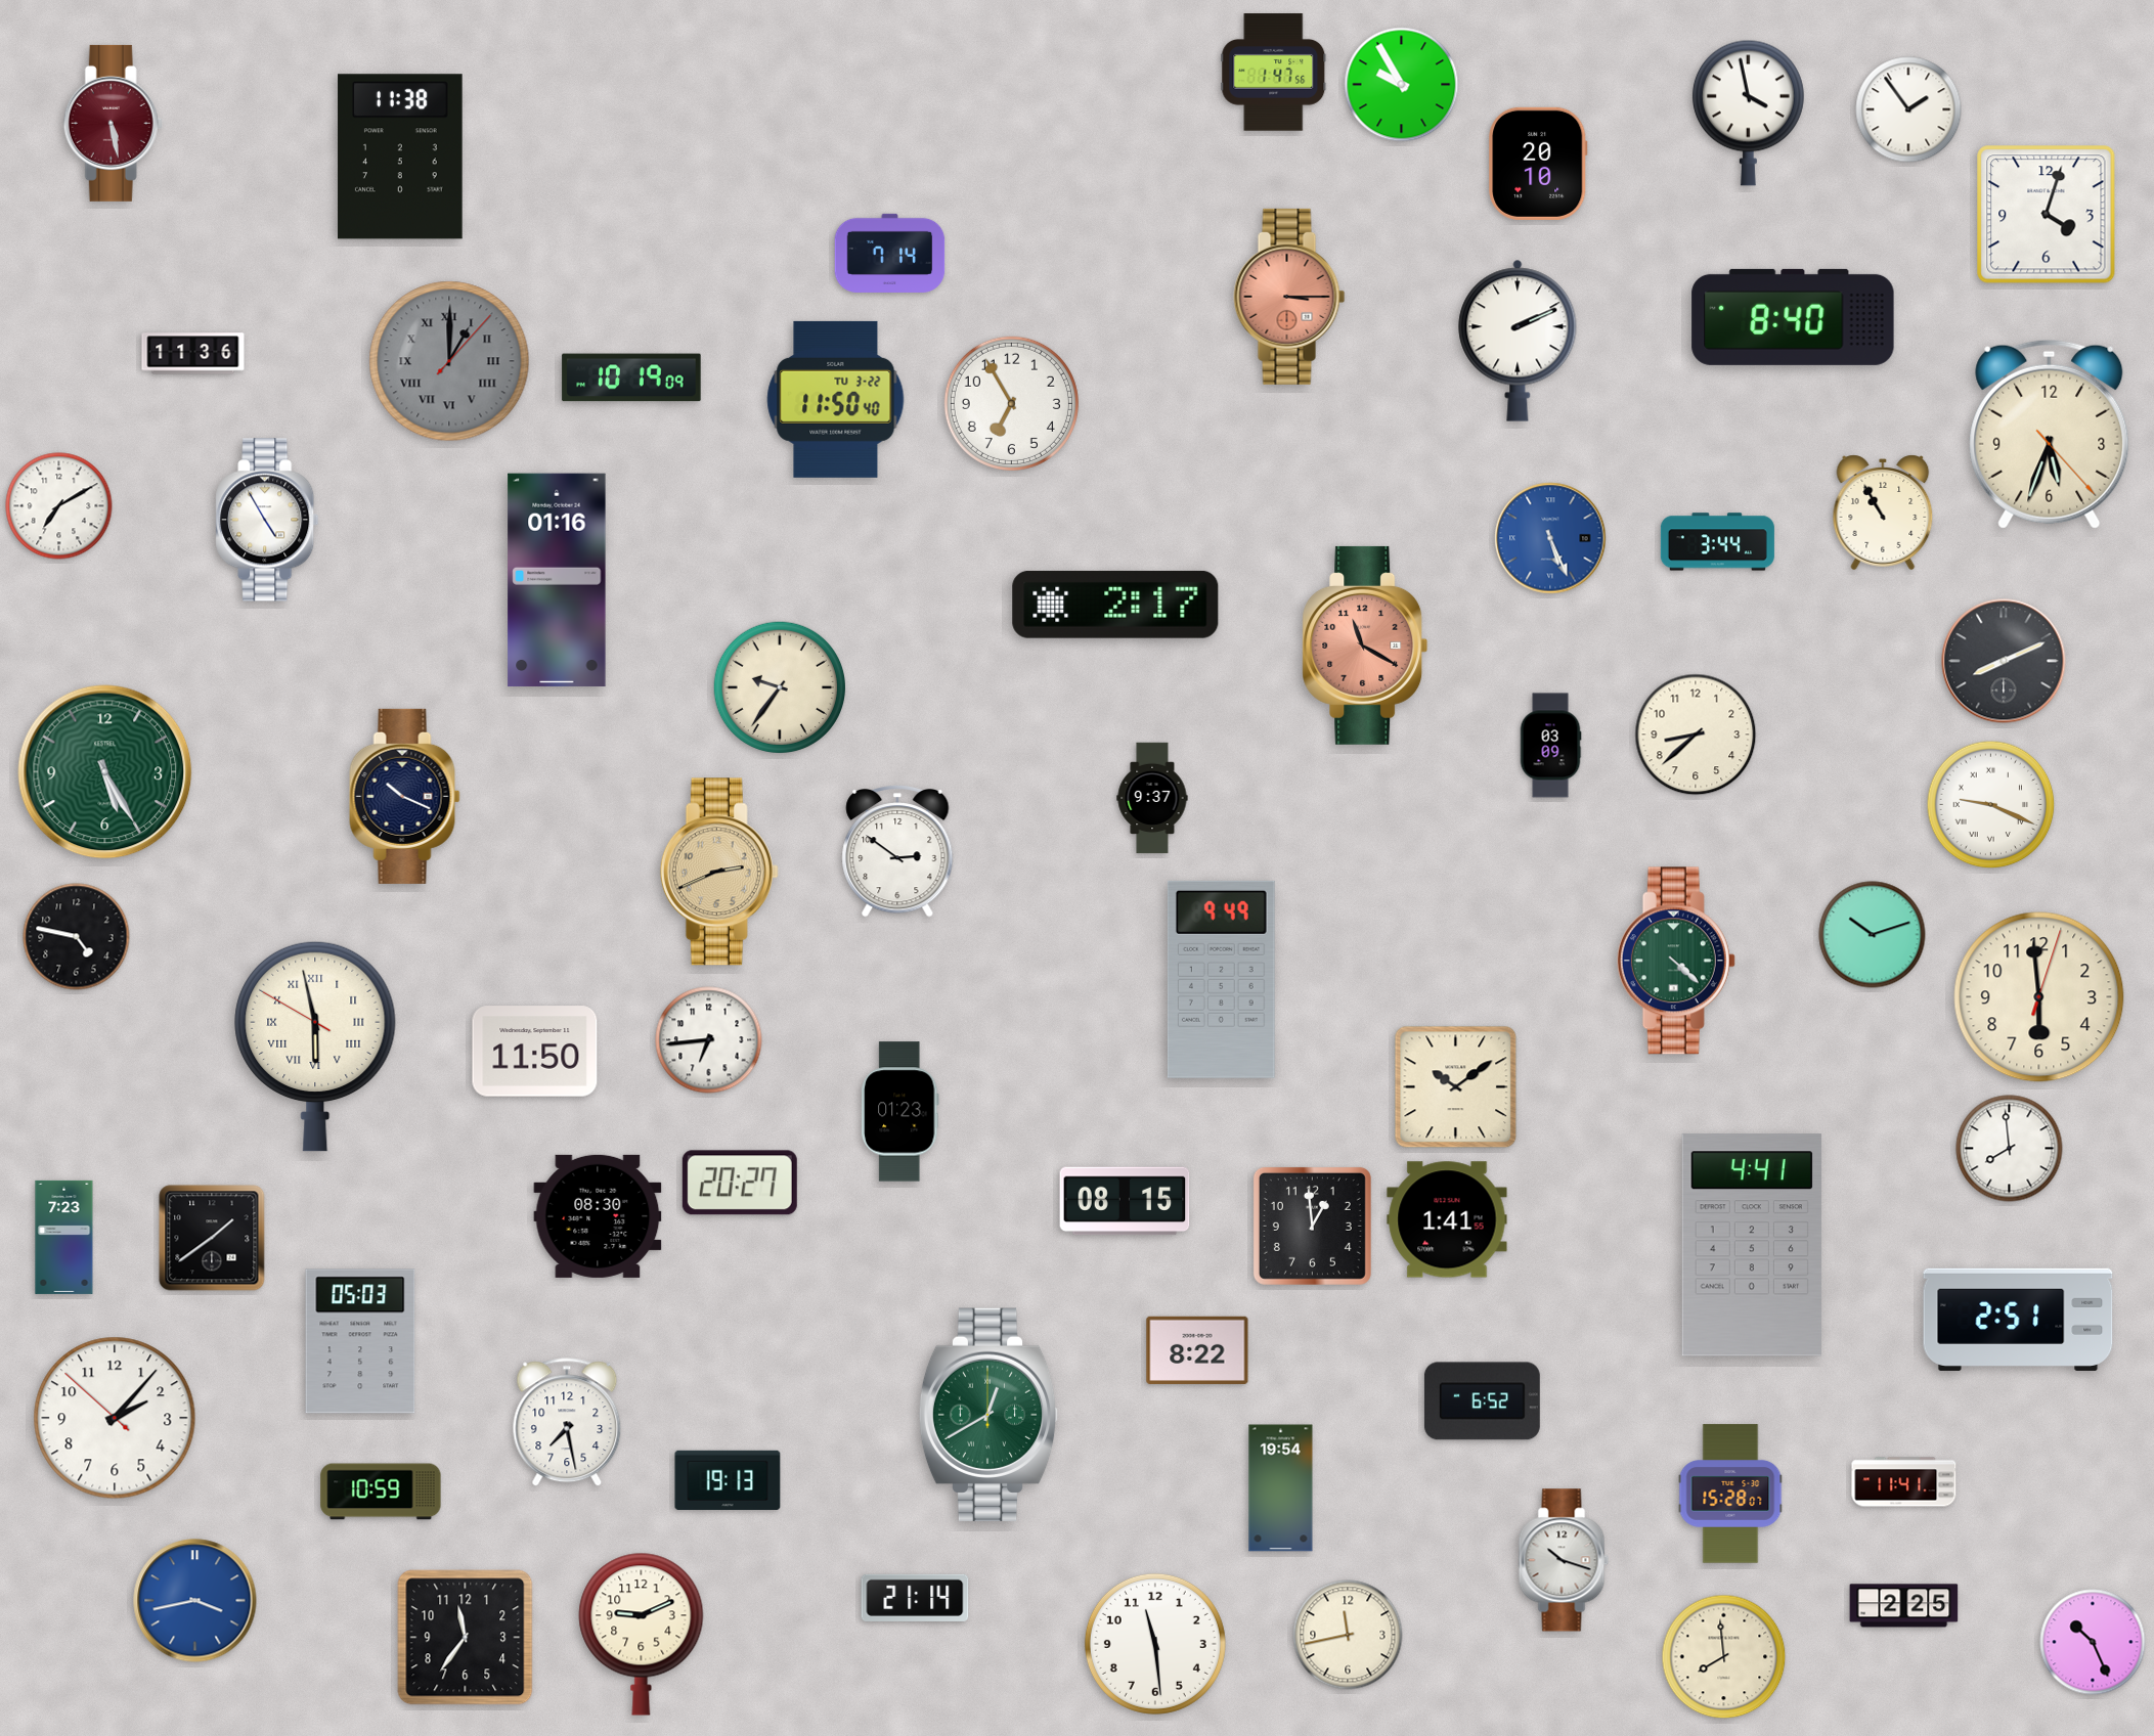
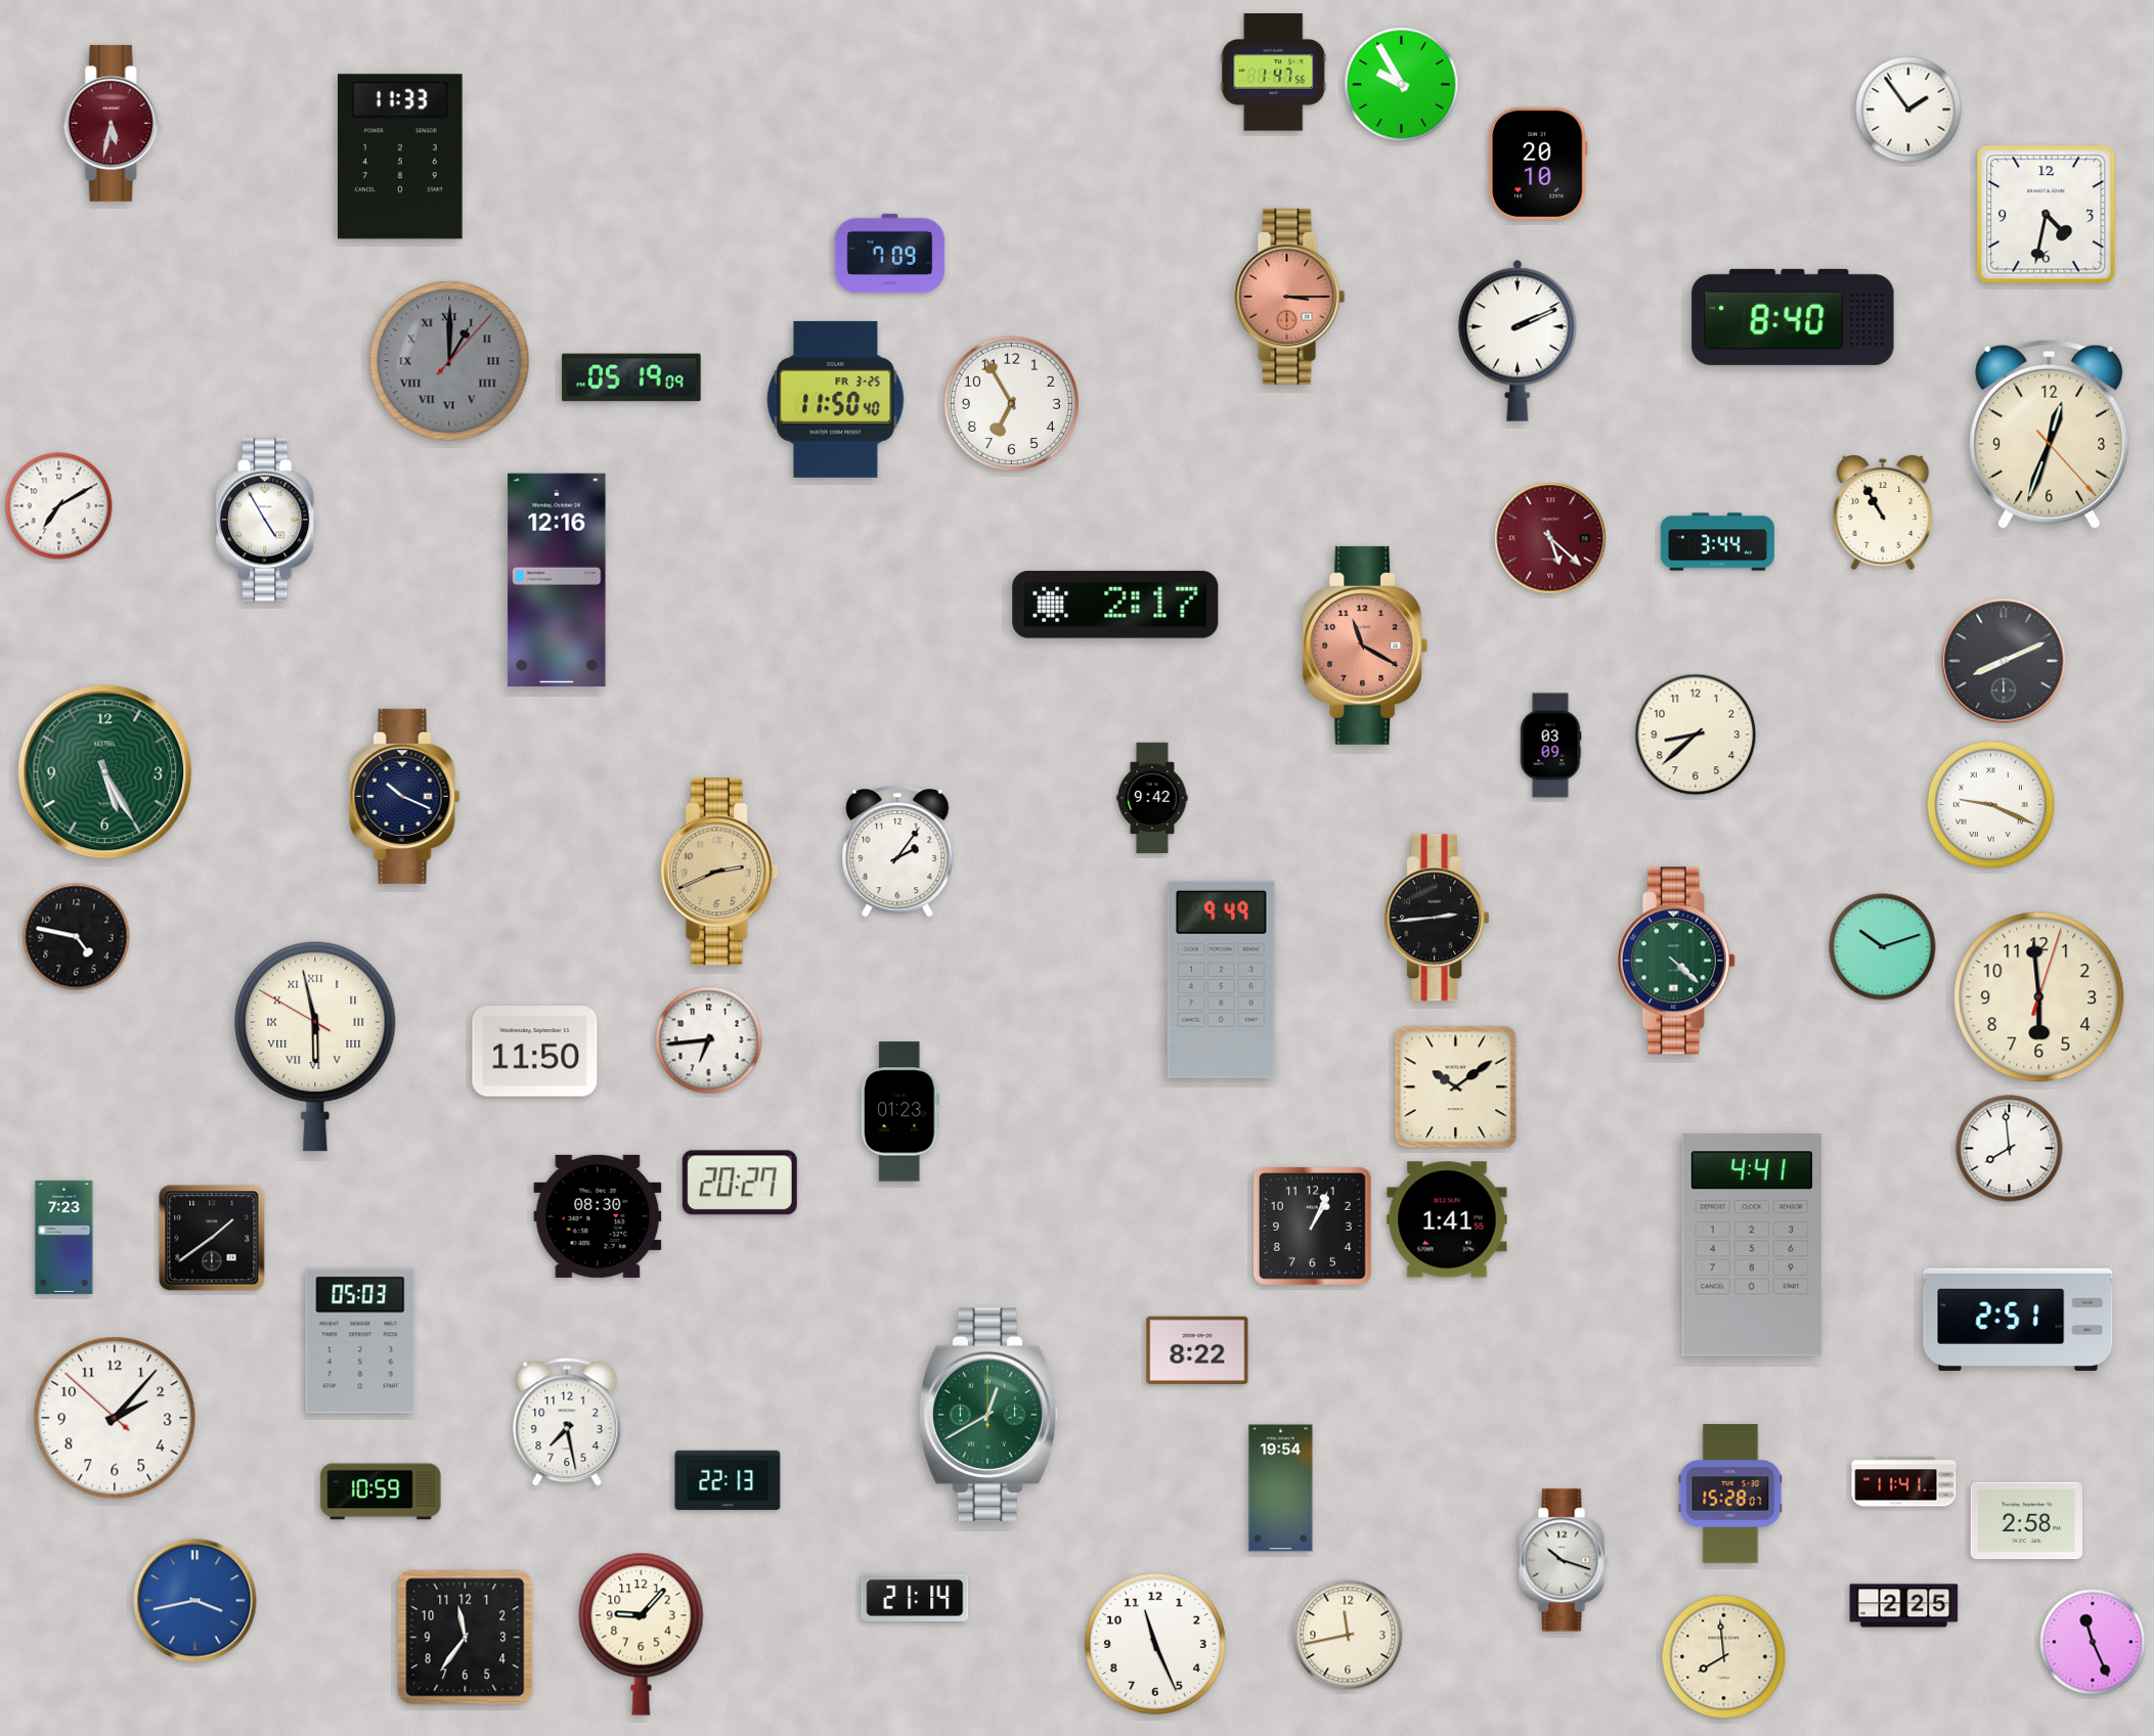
clock at (1748, 113): 3:58 -> none
clock at (113, 123): 5:28 -> 5:32
clock at (400, 157): 11:38 -> 11:33
clock at (2047, 215): 4:03 -> 4:32
clock at (890, 253): 7:14 -> 7:09
clock at (193, 354): 11:36 -> none
clock at (631, 377): 10:19 -> 05:19
clock at (836, 399) date: TU 3-22 -> FR 3-25
clock at (2050, 434): 5:33 -> 12:33
clock at (1550, 538): 5:26 -> 5:22
clock at (1550, 538) dial: blue -> burgundy
clock at (557, 580): 01:16 -> 12:16
clock at (779, 686): 9:36 -> none
clock at (1152, 798): 9:37 -> 9:42
clock at (897, 852): 2:51 -> 2:06
clock at (1437, 918): none -> 2:44
clock at (1873, 935) position: (1873, 935) -> (1883, 947)
clock at (1125, 1201): 08:15 -> none
clock at (1312, 1226): 12:59 -> 1:04
clock at (1482, 1401): 6:52 -> none
clock at (728, 1480): 19:13 -> 22:13
clock at (2026, 1521): none -> 2:58
clock at (642, 1634): 9:11 -> 9:07
clock at (2093, 1642): 10:26 -> 11:26
clock at (1155, 1644): 11:29 -> 11:26
